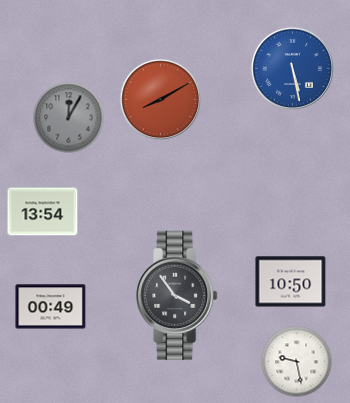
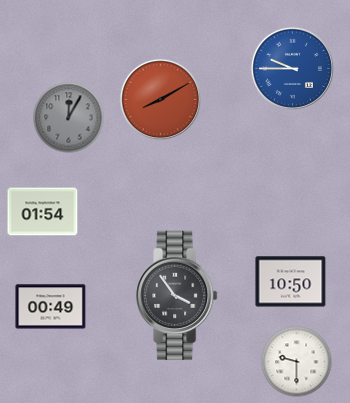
clock at (292, 68): 5:28 -> 9:45
clock at (43, 212): 13:54 -> 01:54
clock at (297, 362): 9:28 -> 9:30
